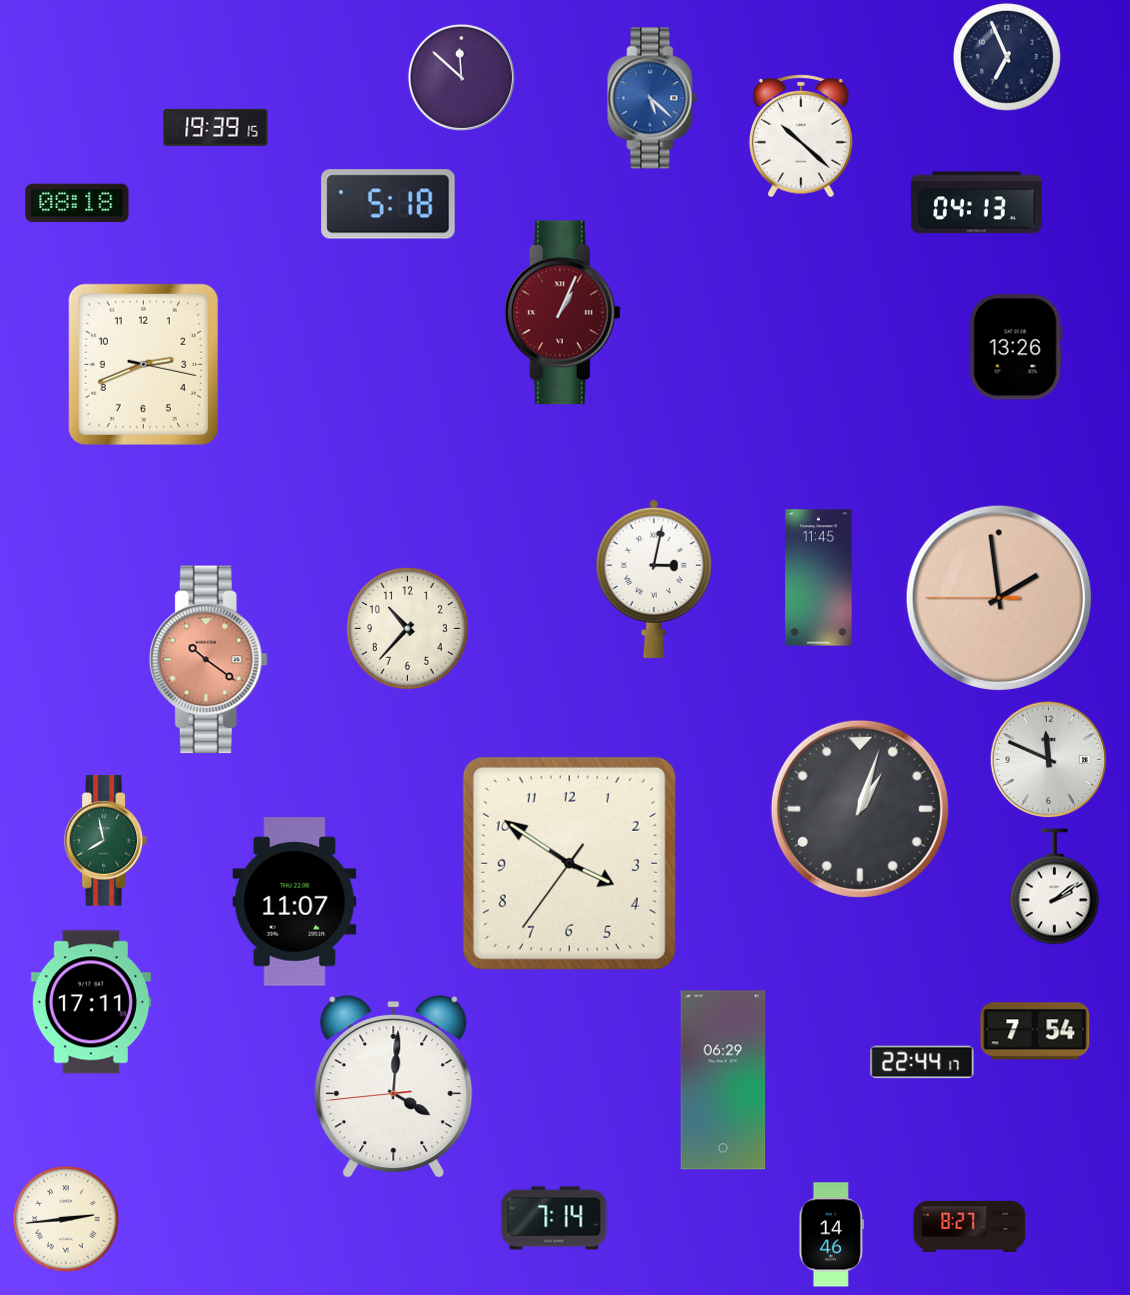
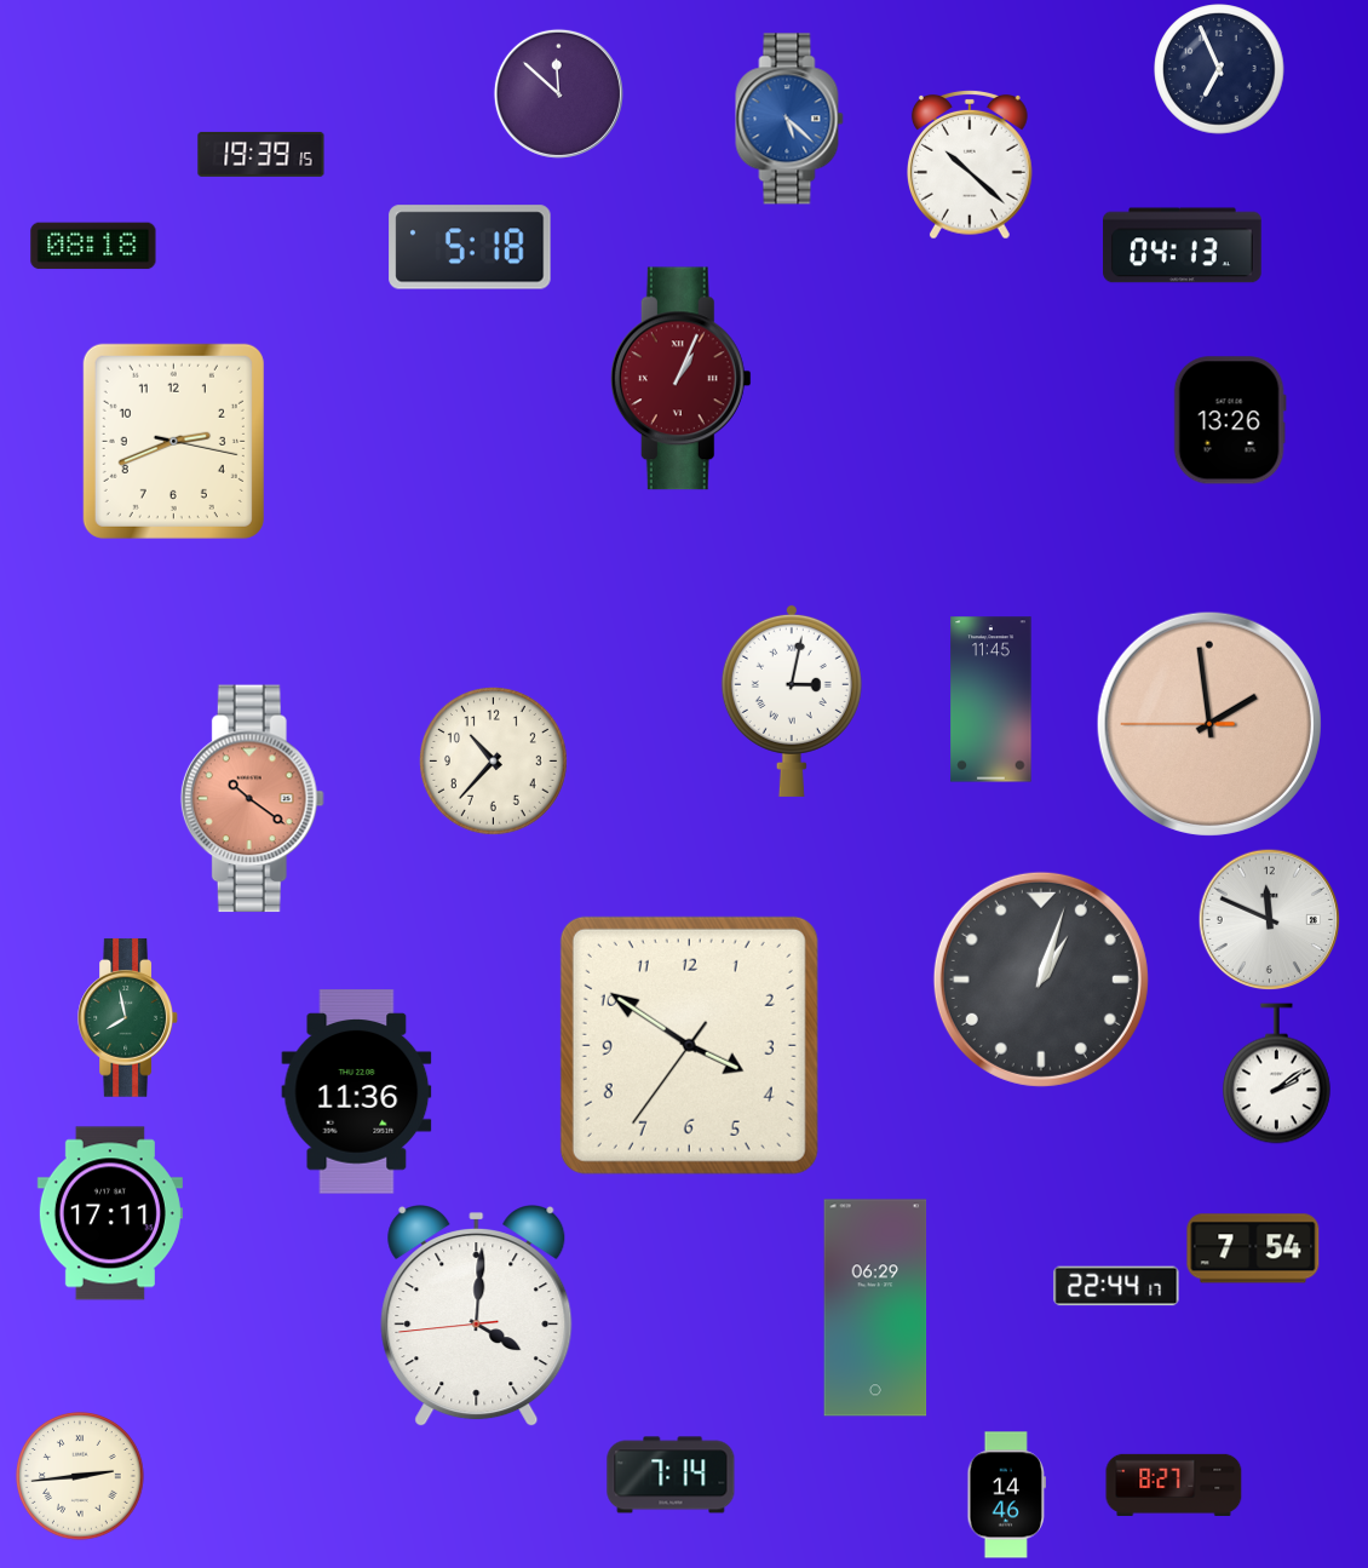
clock at (295, 902): 11:07 -> 11:36
